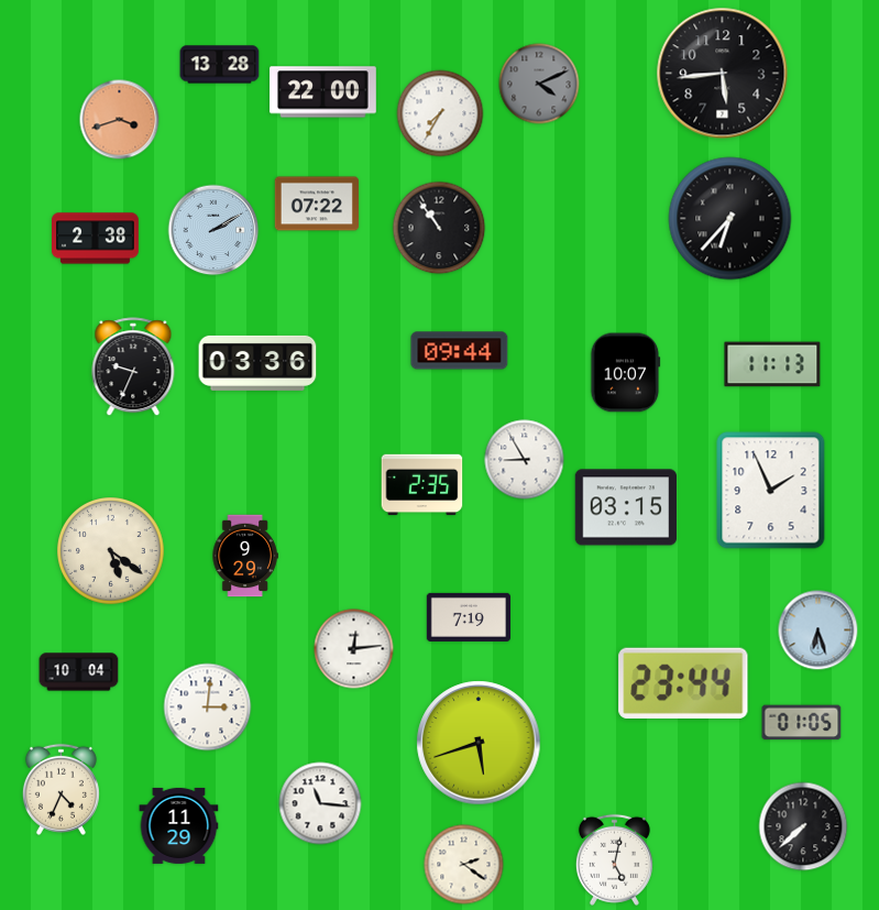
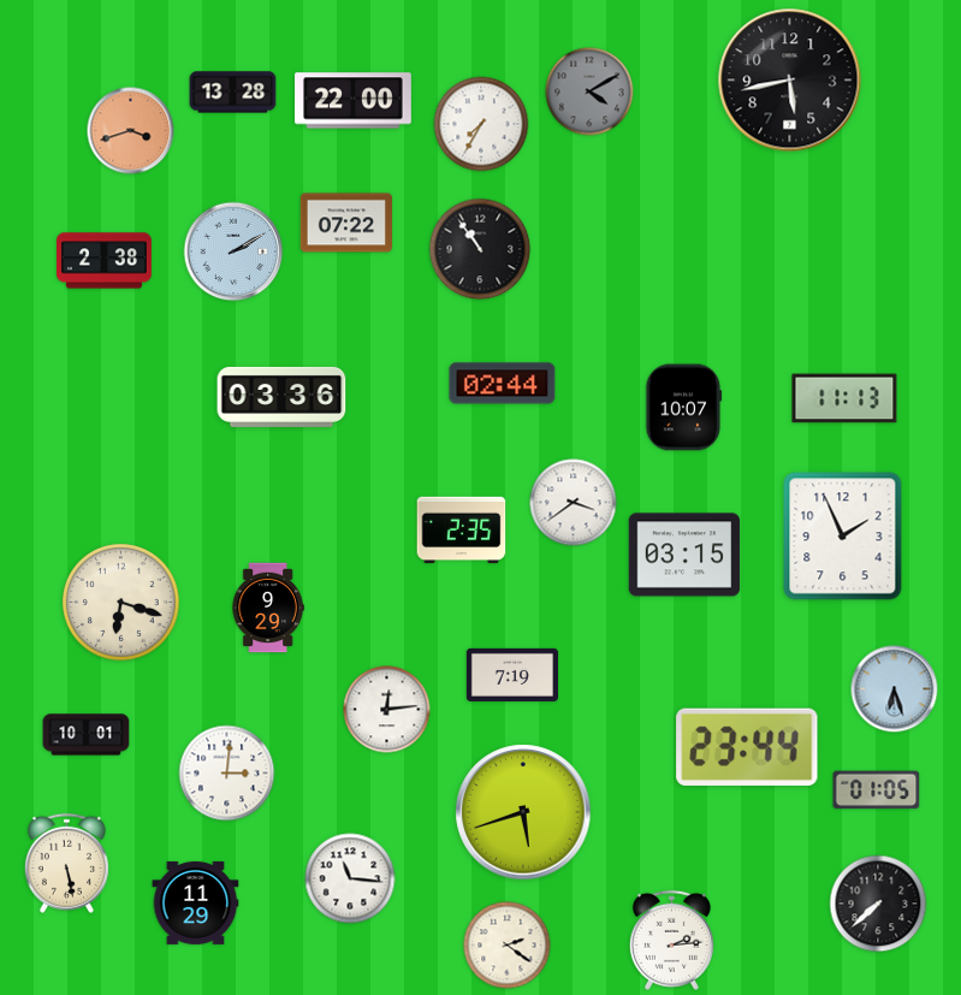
clock at (220, 65) position: (220, 65) -> (233, 93)
clock at (723, 74): 5:44 -> 5:43
clock at (539, 84): 4:11 -> 4:10
clock at (730, 219): 6:37 -> none
clock at (460, 351): 09:44 -> 02:44
clock at (133, 368): 9:34 -> none
clock at (525, 460): 8:55 -> 3:39
clock at (111, 551): 5:21 -> 6:18
clock at (79, 672): 10:04 -> 10:01
clock at (61, 789): 4:34 -> 5:28
clock at (614, 859): 5:02 -> 2:14
